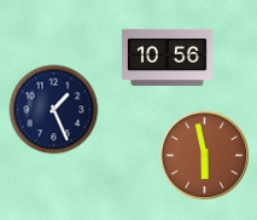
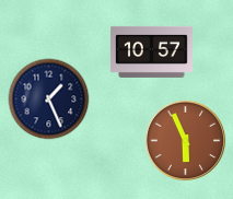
clock at (167, 57): 10:56 -> 10:57
clock at (205, 156): 5:58 -> 5:56
